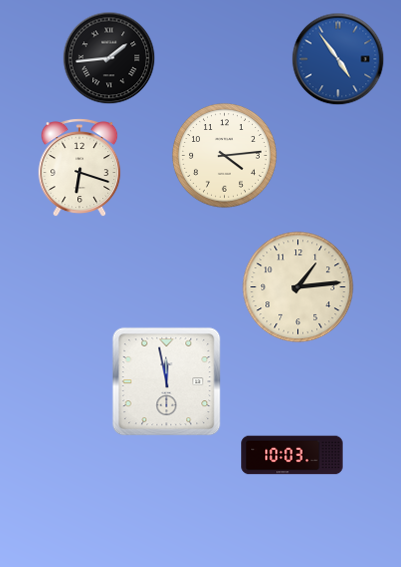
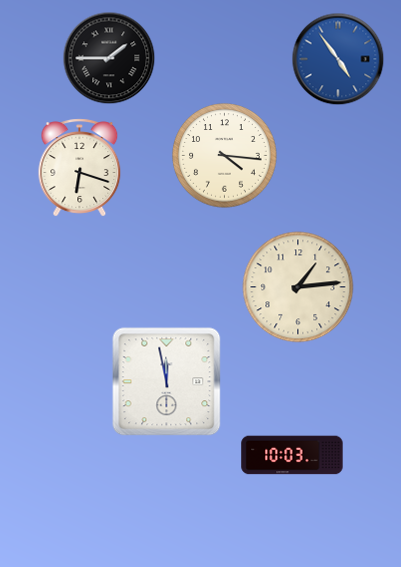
clock at (109, 58): 1:44 -> 1:45
clock at (225, 156): 4:14 -> 4:16
